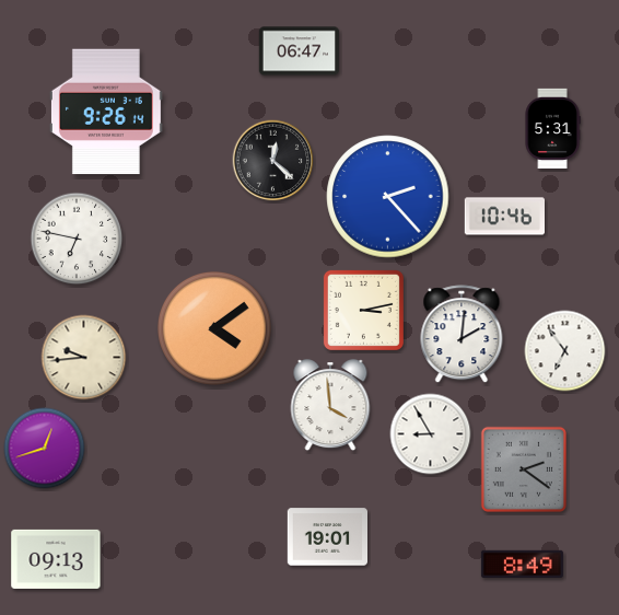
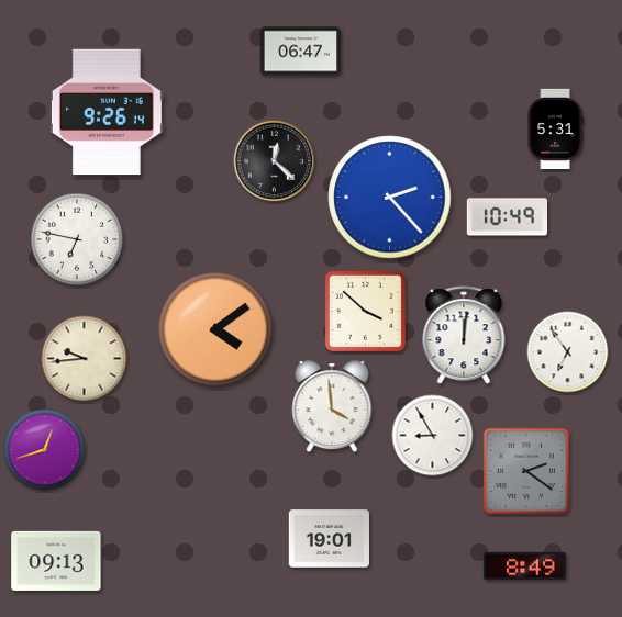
clock at (504, 217): 10:46 -> 10:49
clock at (363, 310): 3:13 -> 3:52
clock at (462, 335): 2:01 -> 12:01
